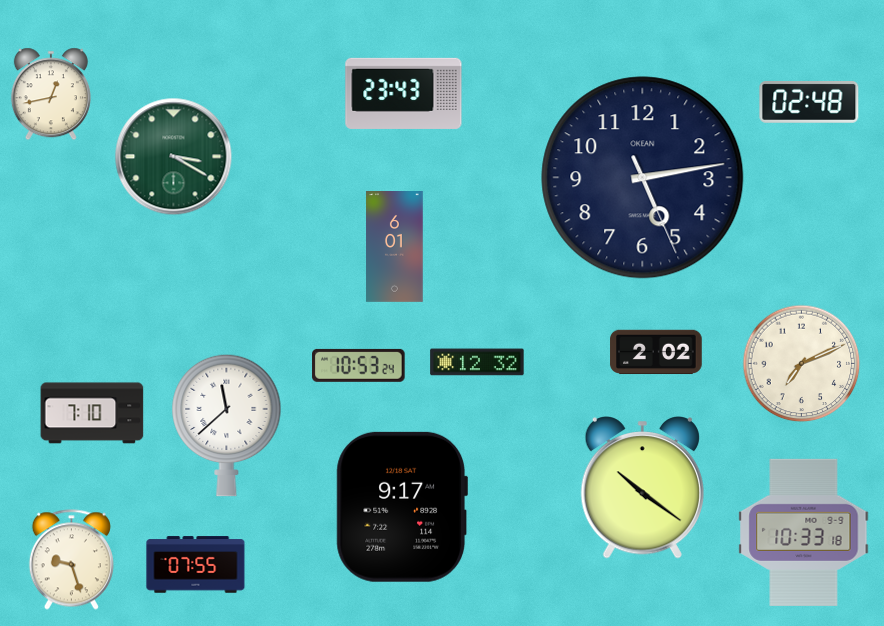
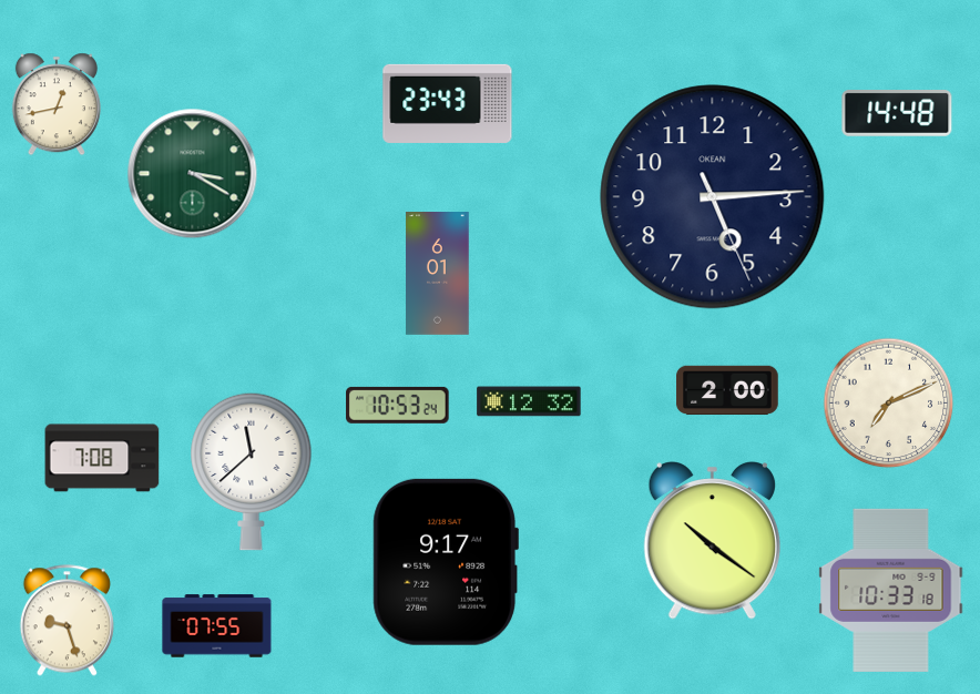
clock at (809, 103): 02:48 -> 14:48
clock at (643, 178): 5:13 -> 5:14
clock at (656, 352): 2:02 -> 2:00
clock at (92, 413): 7:10 -> 7:08
clock at (71, 560) position: (71, 560) -> (67, 621)
